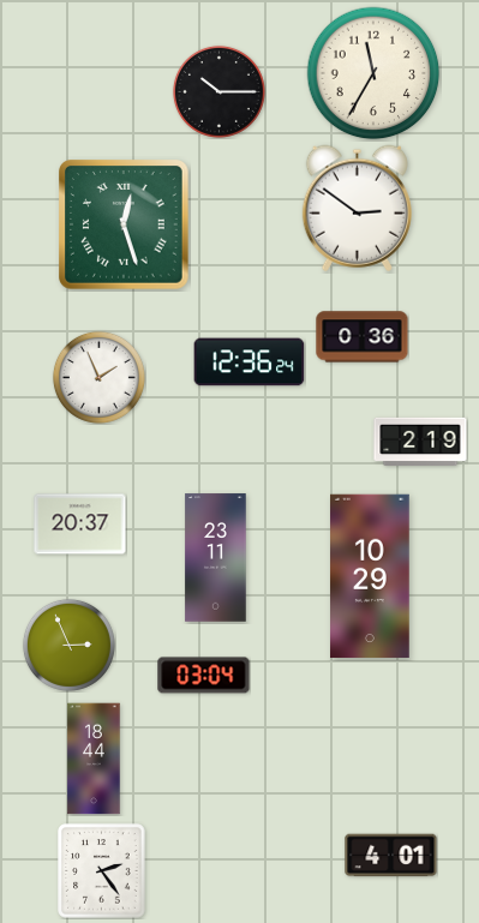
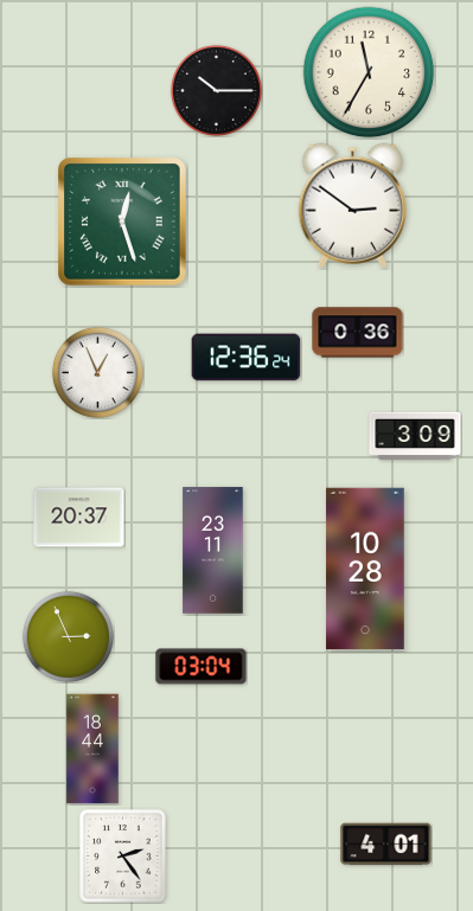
clock at (98, 377): 1:56 -> 12:56
clock at (420, 442): 2:19 -> 3:09
clock at (370, 576): 10:29 -> 10:28
clock at (102, 871) position: (102, 871) -> (123, 857)
